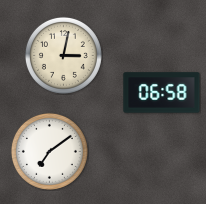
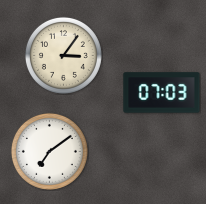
clock at (63, 55): 3:02 -> 3:06
clock at (162, 93): 06:58 -> 07:03
